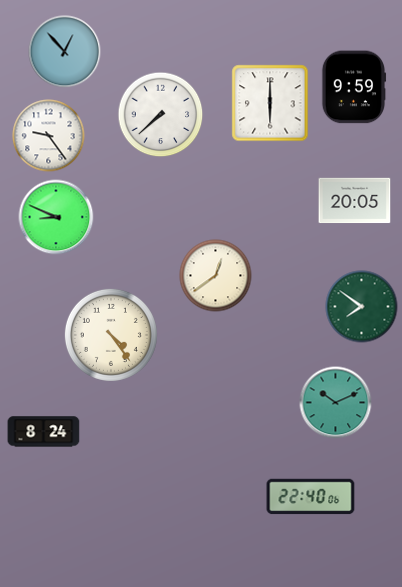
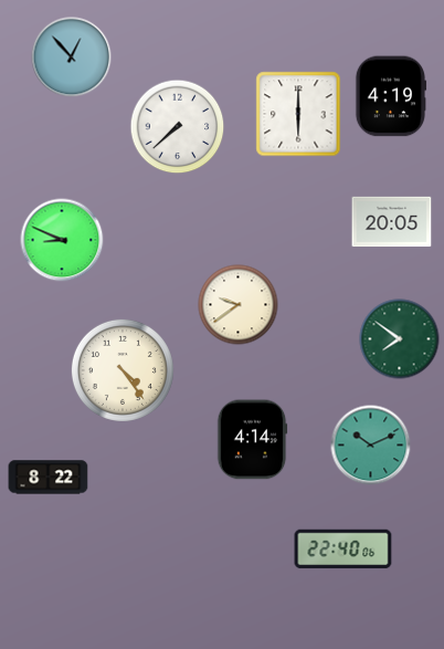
clock at (354, 87): 9:59 -> 4:19
clock at (49, 136): 9:24 -> none
clock at (216, 276): 12:39 -> 9:39
clock at (252, 440): none -> 4:14
clock at (44, 432): 8:24 -> 8:22
